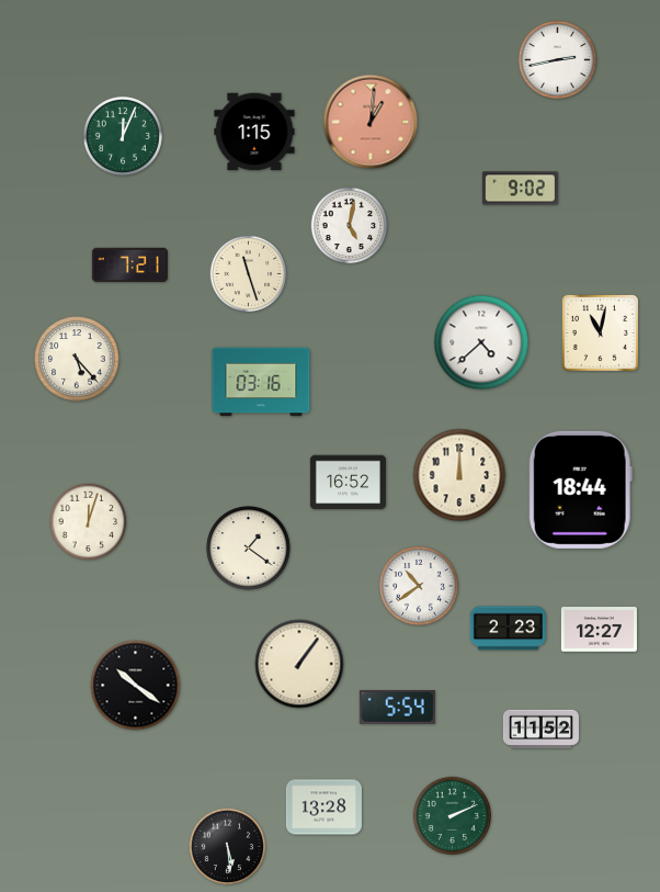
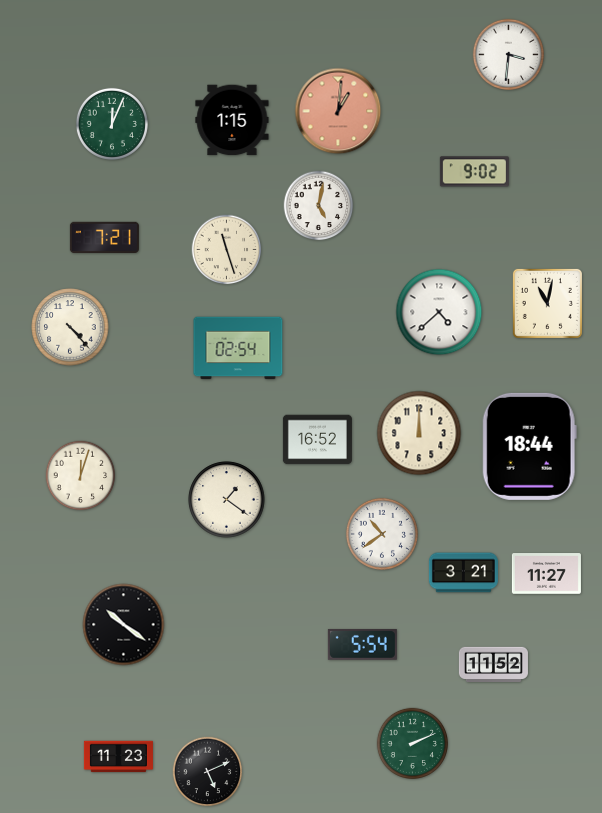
clock at (557, 59): 2:43 -> 3:31
clock at (129, 266) position: (129, 266) -> (104, 238)
clock at (77, 359): 5:23 -> 4:23
clock at (261, 382): 03:16 -> 02:54
clock at (508, 629): 2:23 -> 3:21
clock at (599, 630): 12:27 -> 11:27
clock at (299, 664): 1:06 -> none
clock at (323, 808): 13:28 -> none
clock at (118, 757): none -> 11:23
clock at (228, 847): 5:29 -> 5:11
